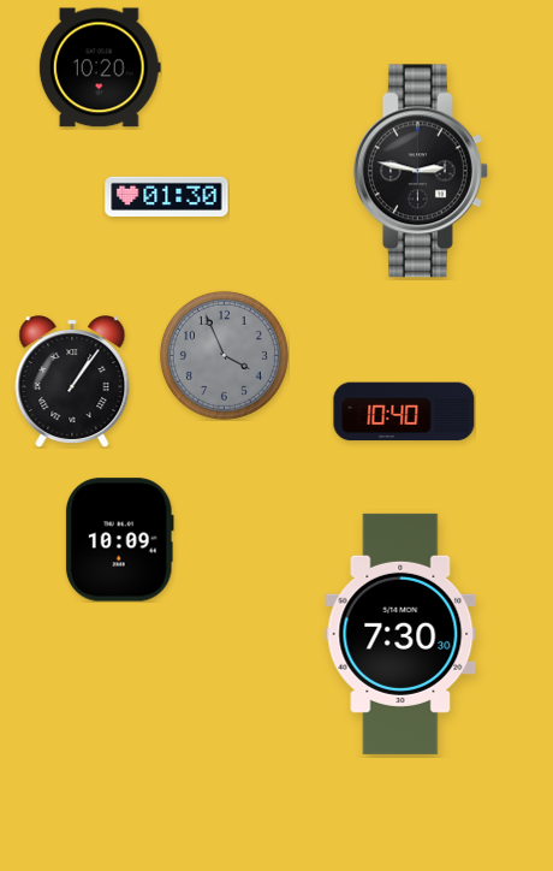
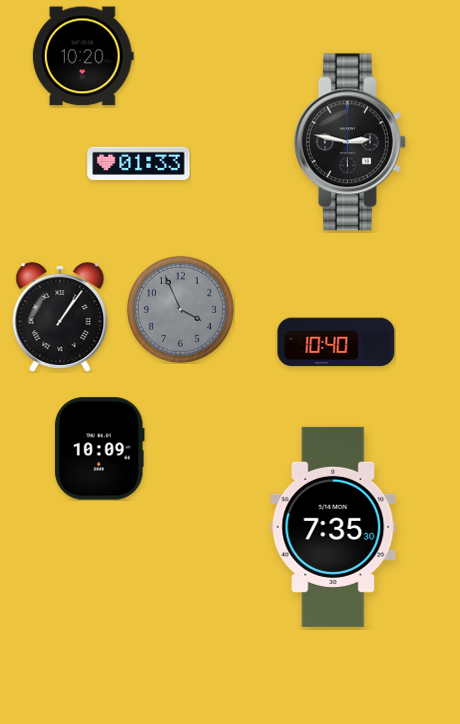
clock at (167, 196): 01:30 -> 01:33
clock at (224, 355) position: (224, 355) -> (180, 309)
clock at (400, 634): 7:30 -> 7:35
